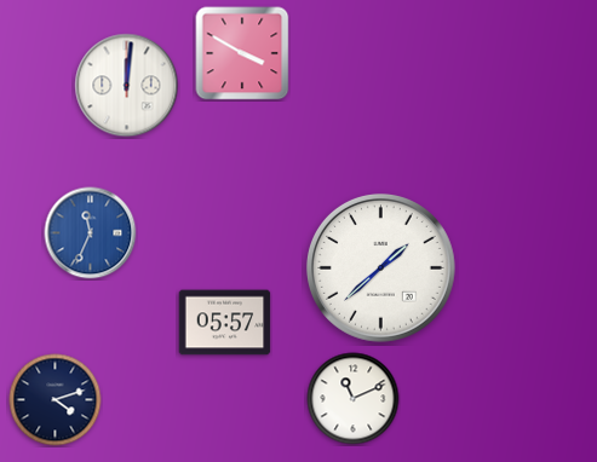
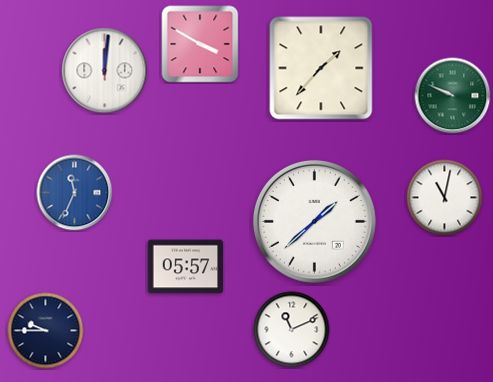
clock at (321, 68): none -> 1:37
clock at (453, 96): none -> 9:49
clock at (445, 198): none -> 11:02
clock at (56, 400): 4:12 -> 9:45
